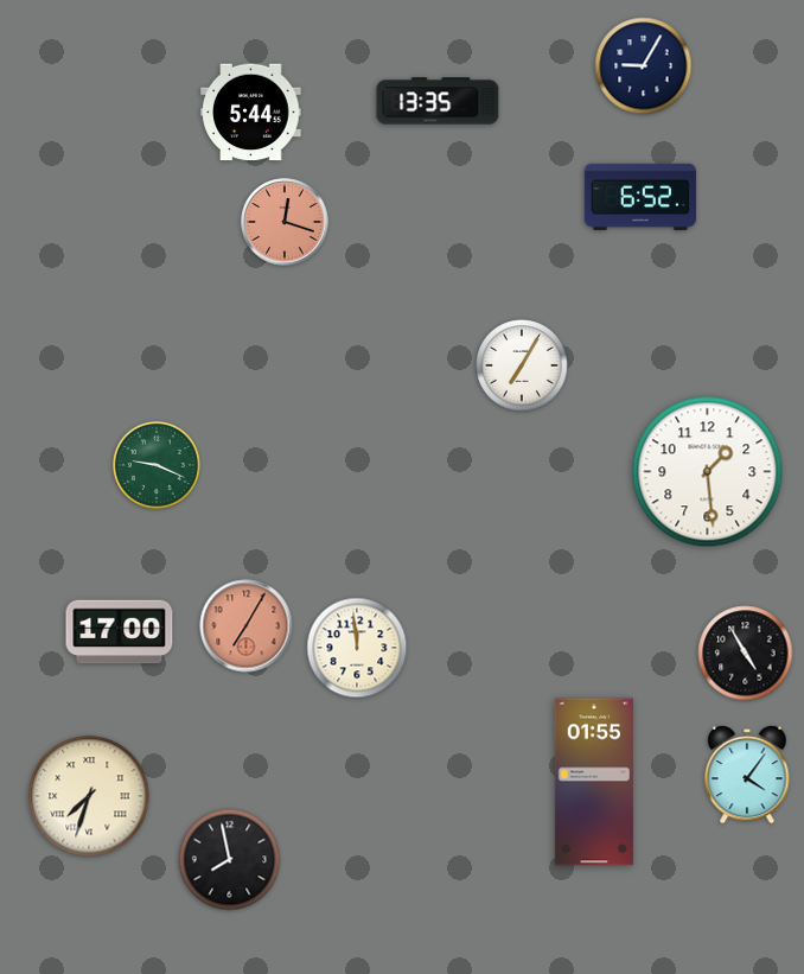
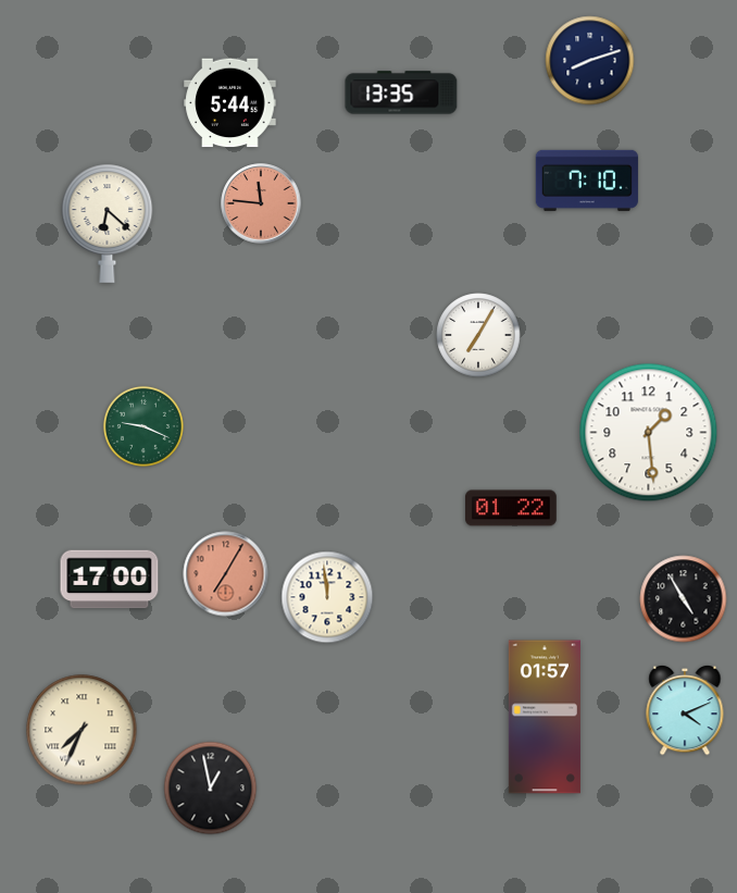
clock at (644, 66): 9:05 -> 8:12
clock at (640, 197): 6:52 -> 7:10
clock at (285, 222): 12:18 -> 11:46
clock at (108, 223): none -> 6:22
clock at (512, 508): none -> 01:22
clock at (357, 648) position: (357, 648) -> (327, 597)
clock at (747, 775): 4:06 -> 4:11
clock at (594, 782): 01:55 -> 01:57
clock at (89, 796): 7:33 -> 7:34
clock at (230, 860): 7:58 -> 12:58
